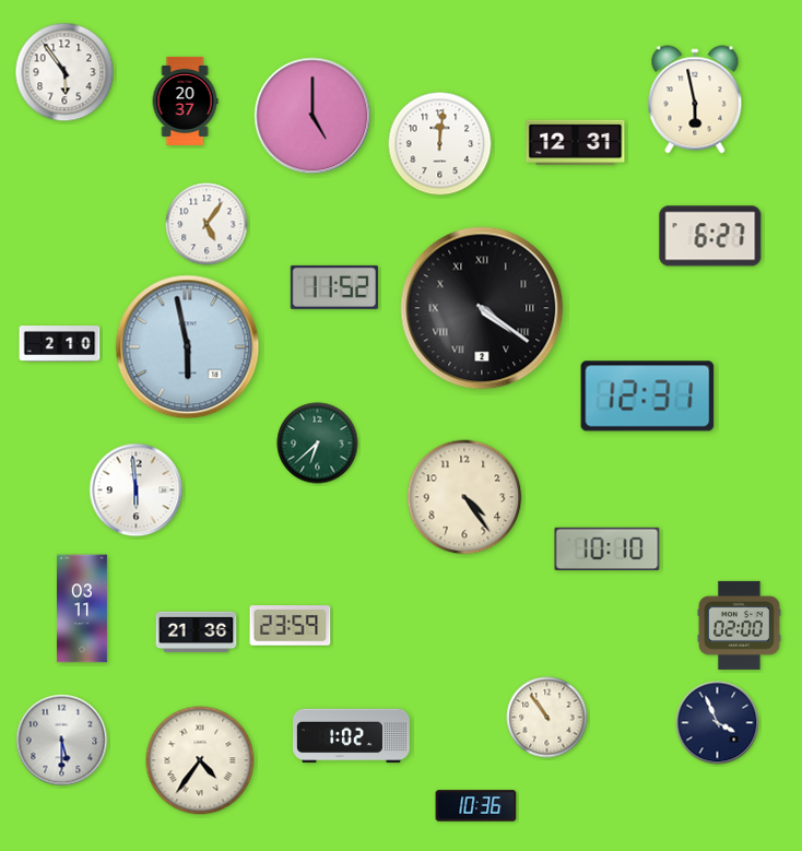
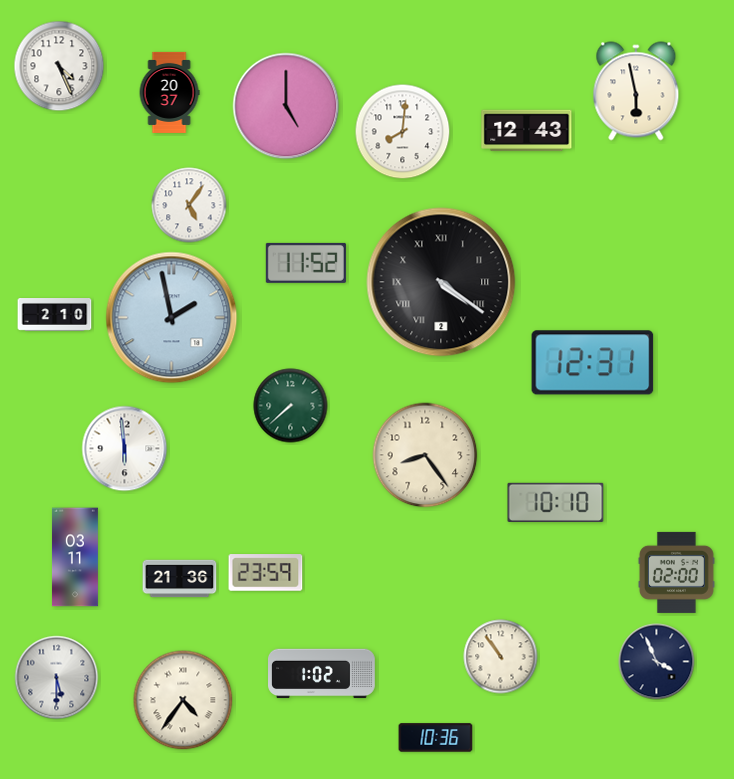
clock at (64, 72): 5:54 -> 4:26
clock at (576, 143): 12:31 -> 12:43
clock at (440, 144): 12:01 -> 8:01
clock at (710, 236): 6:27 -> none
clock at (188, 347): 5:58 -> 1:58
clock at (318, 444): 6:38 -> 7:38
clock at (464, 497): 4:24 -> 8:24
clock at (200, 760) position: (200, 760) -> (183, 700)
